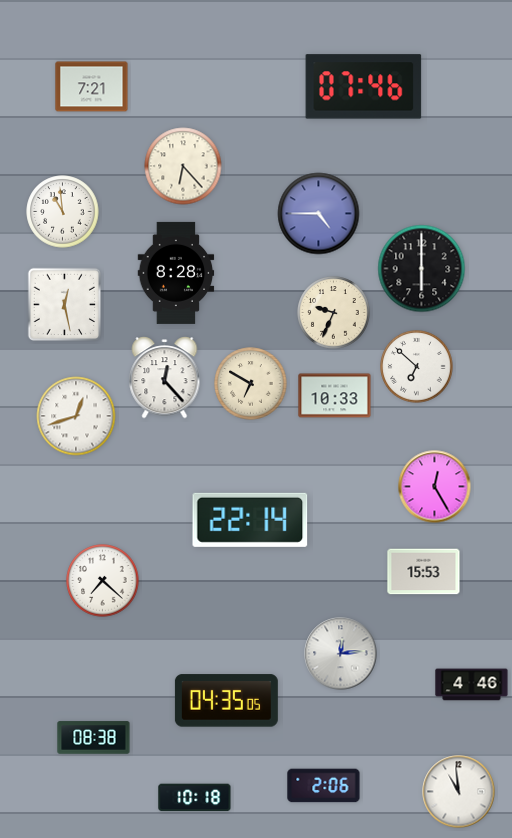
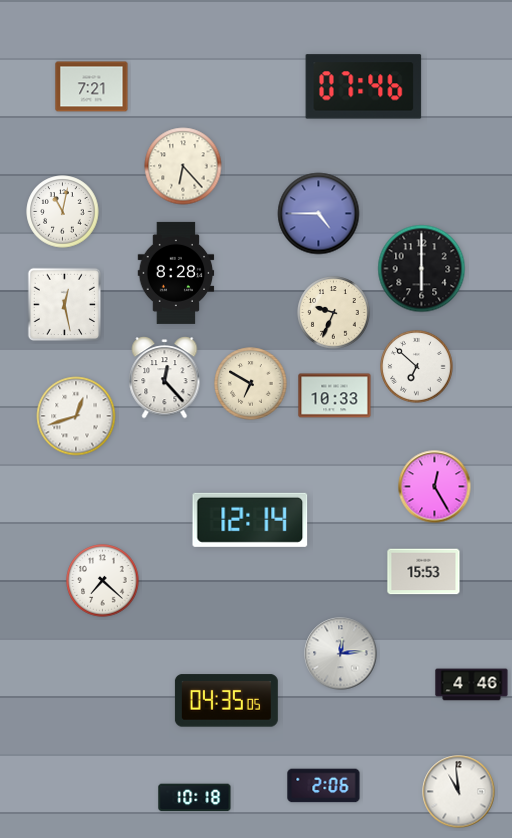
clock at (63, 212): 10:59 -> 11:02
clock at (250, 520): 22:14 -> 12:14
clock at (94, 738): 08:38 -> none
